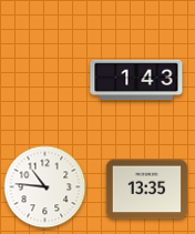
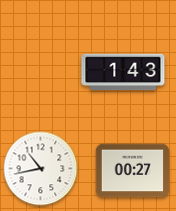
clock at (45, 187): 10:46 -> 10:43
clock at (146, 190): 13:35 -> 00:27
